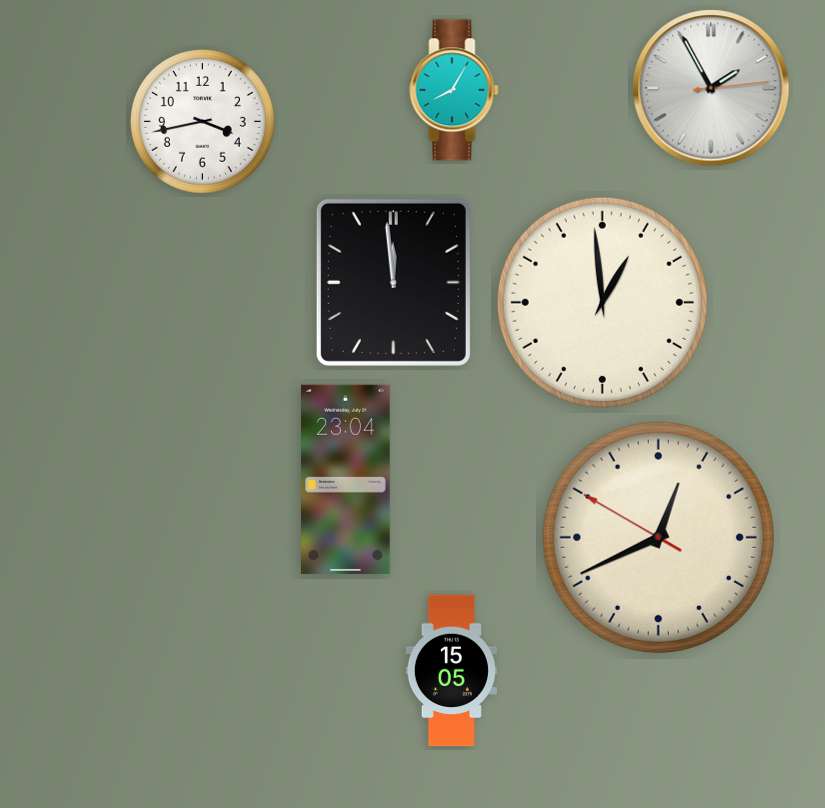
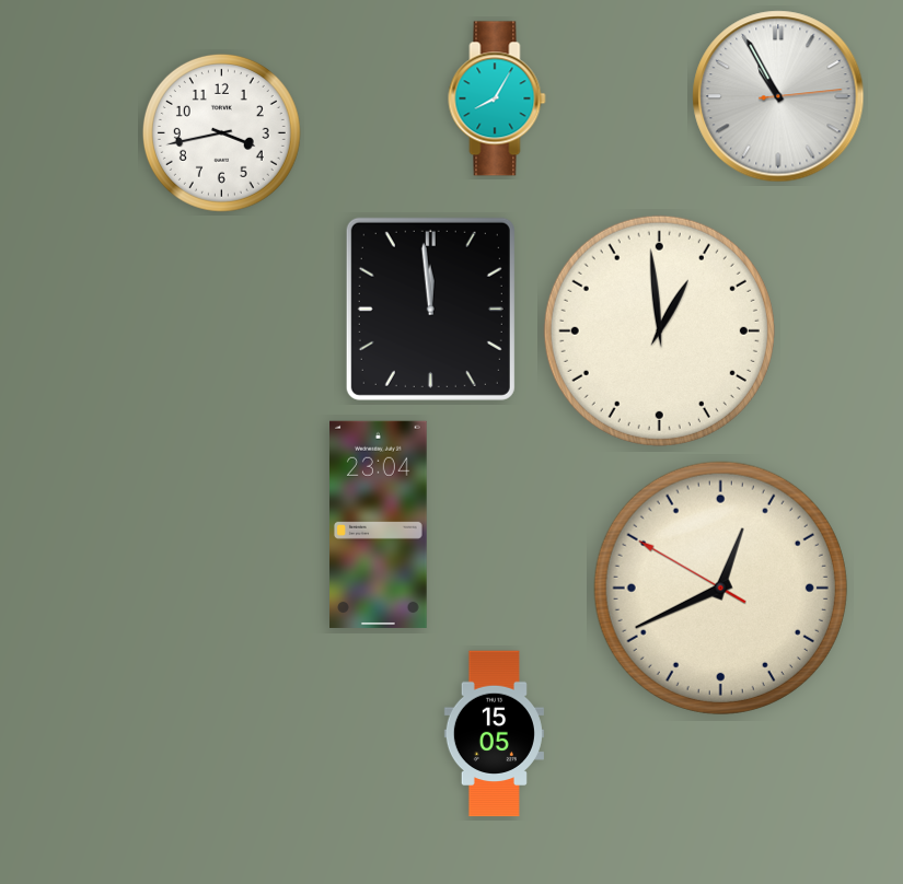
clock at (711, 88): 1:55 -> 10:55
